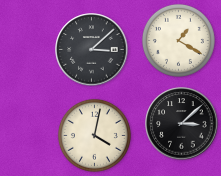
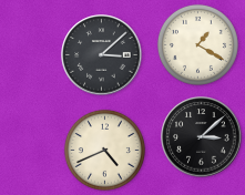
clock at (94, 135): 4:02 -> 4:41
